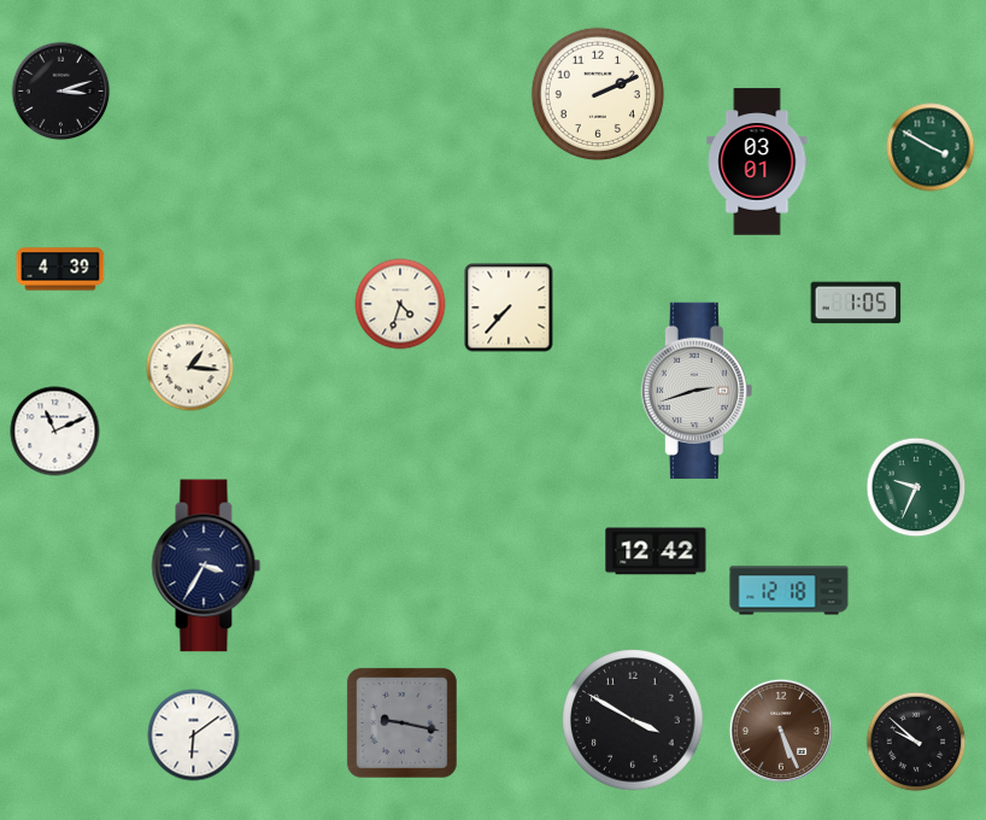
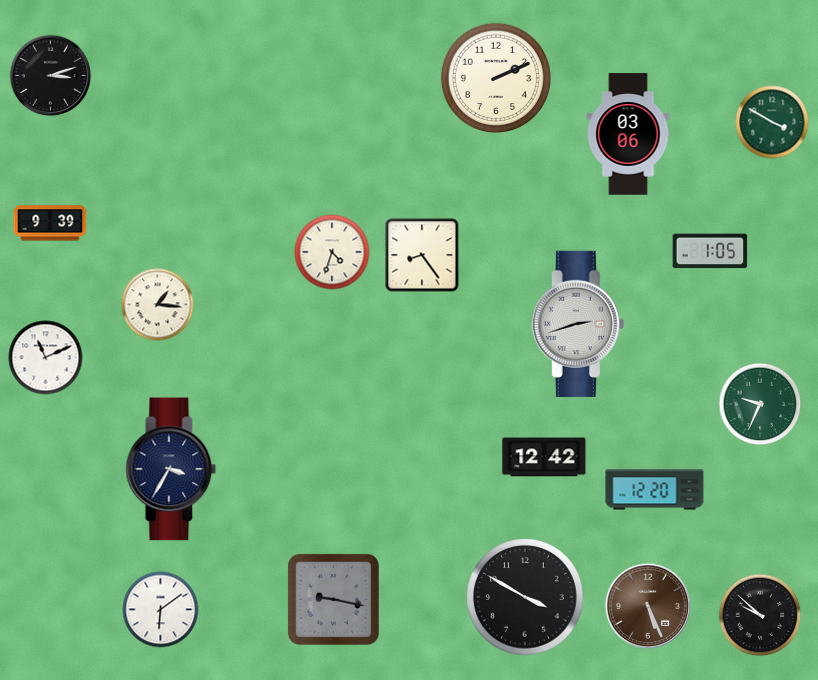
clock at (757, 162): 03:01 -> 03:06
clock at (60, 269): 4:39 -> 9:39
clock at (509, 307): 7:37 -> 8:24
clock at (790, 591): 12:18 -> 12:20
